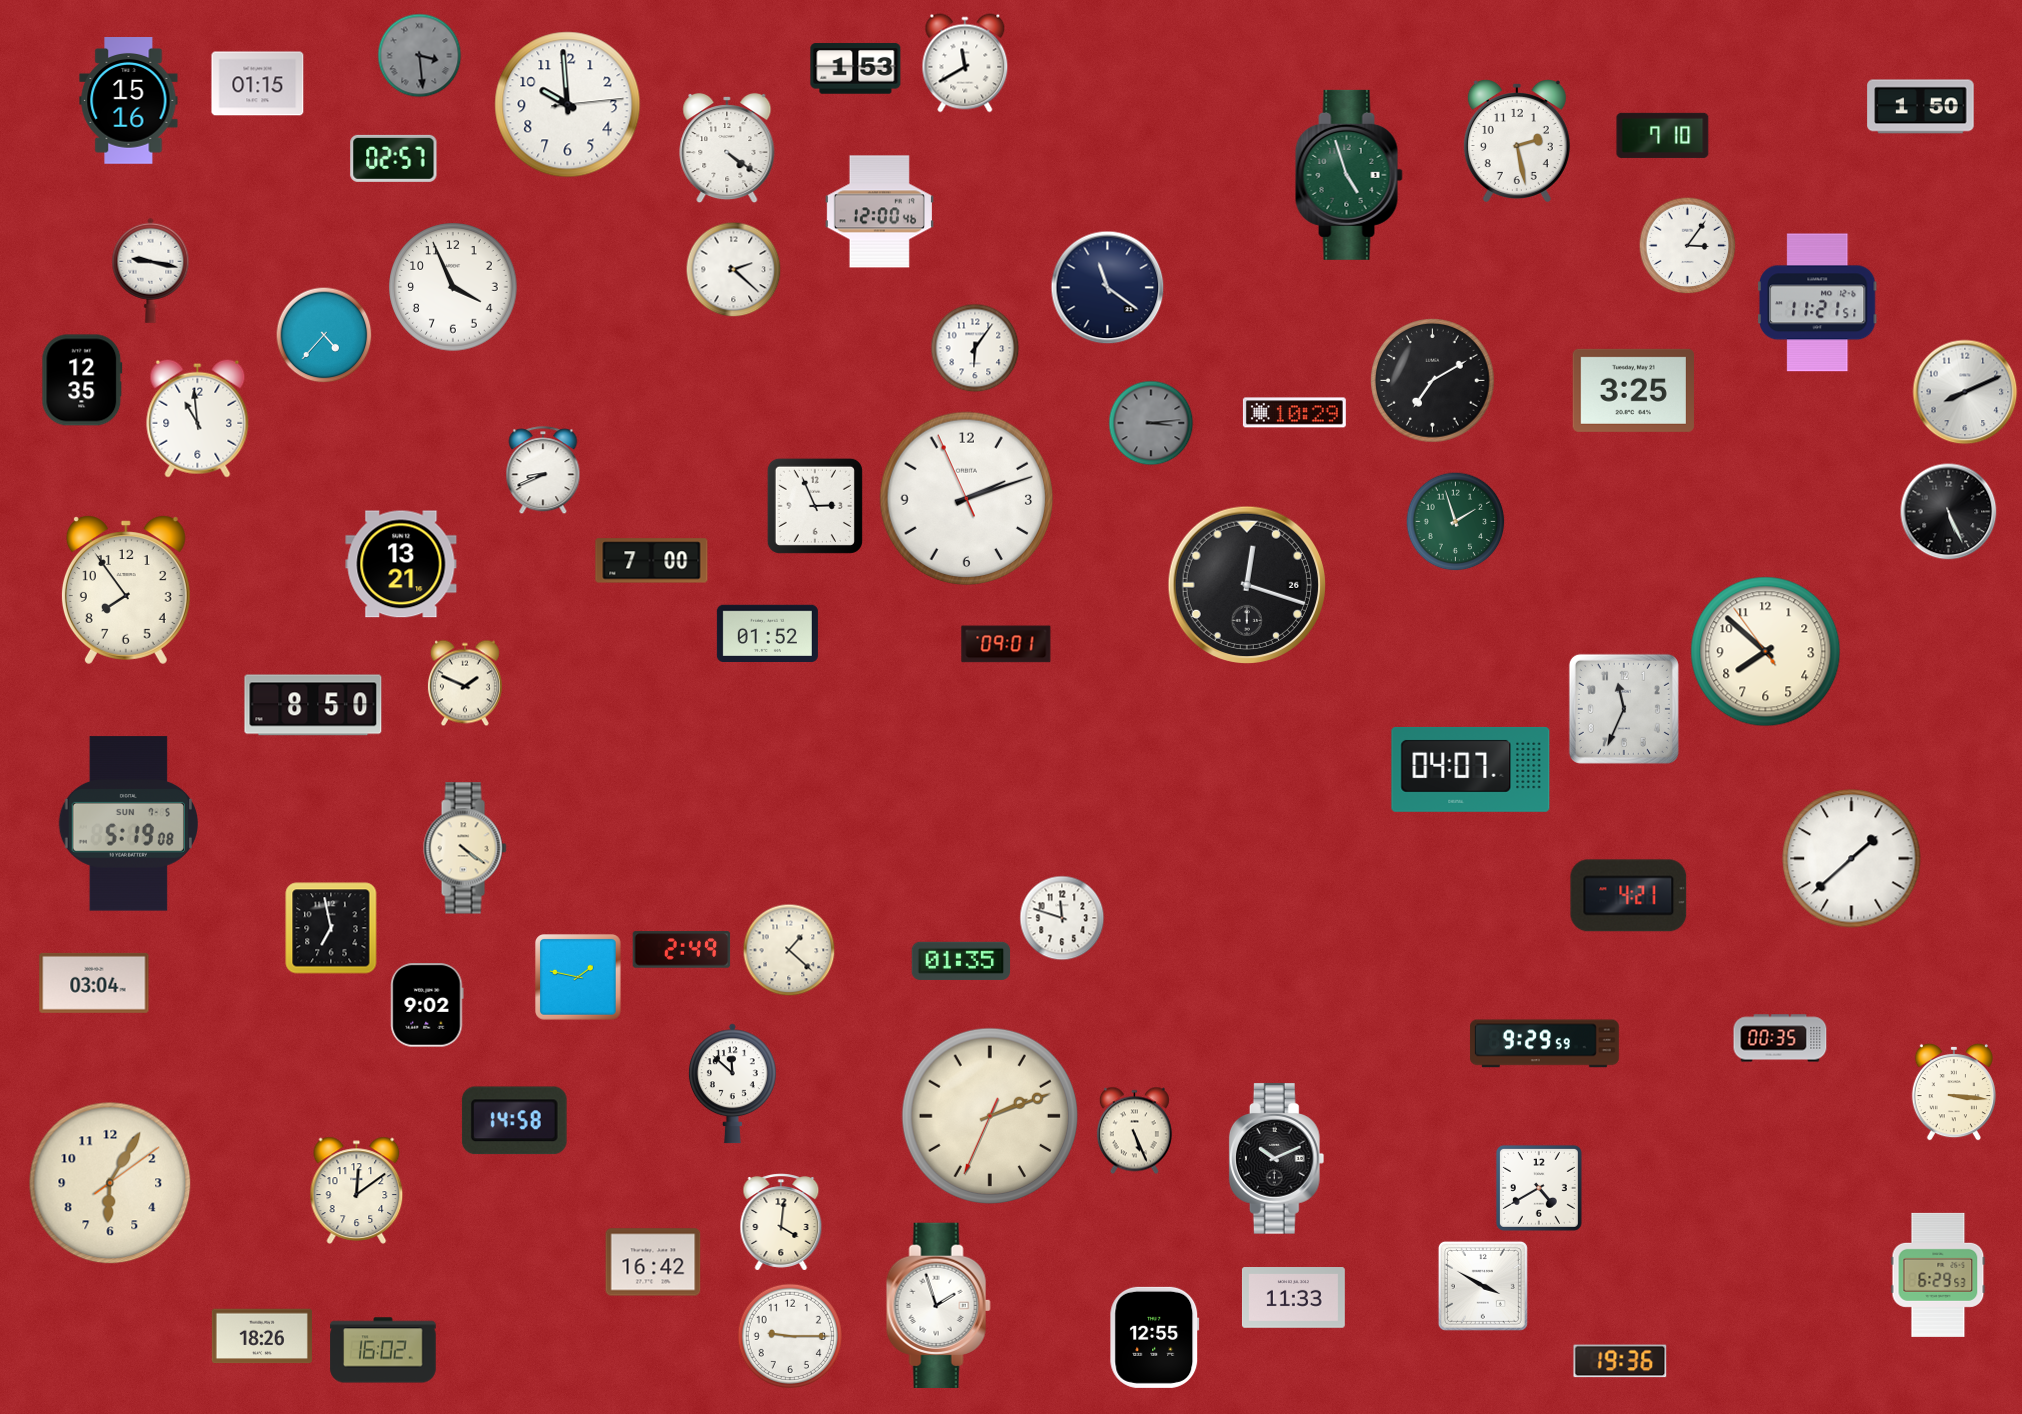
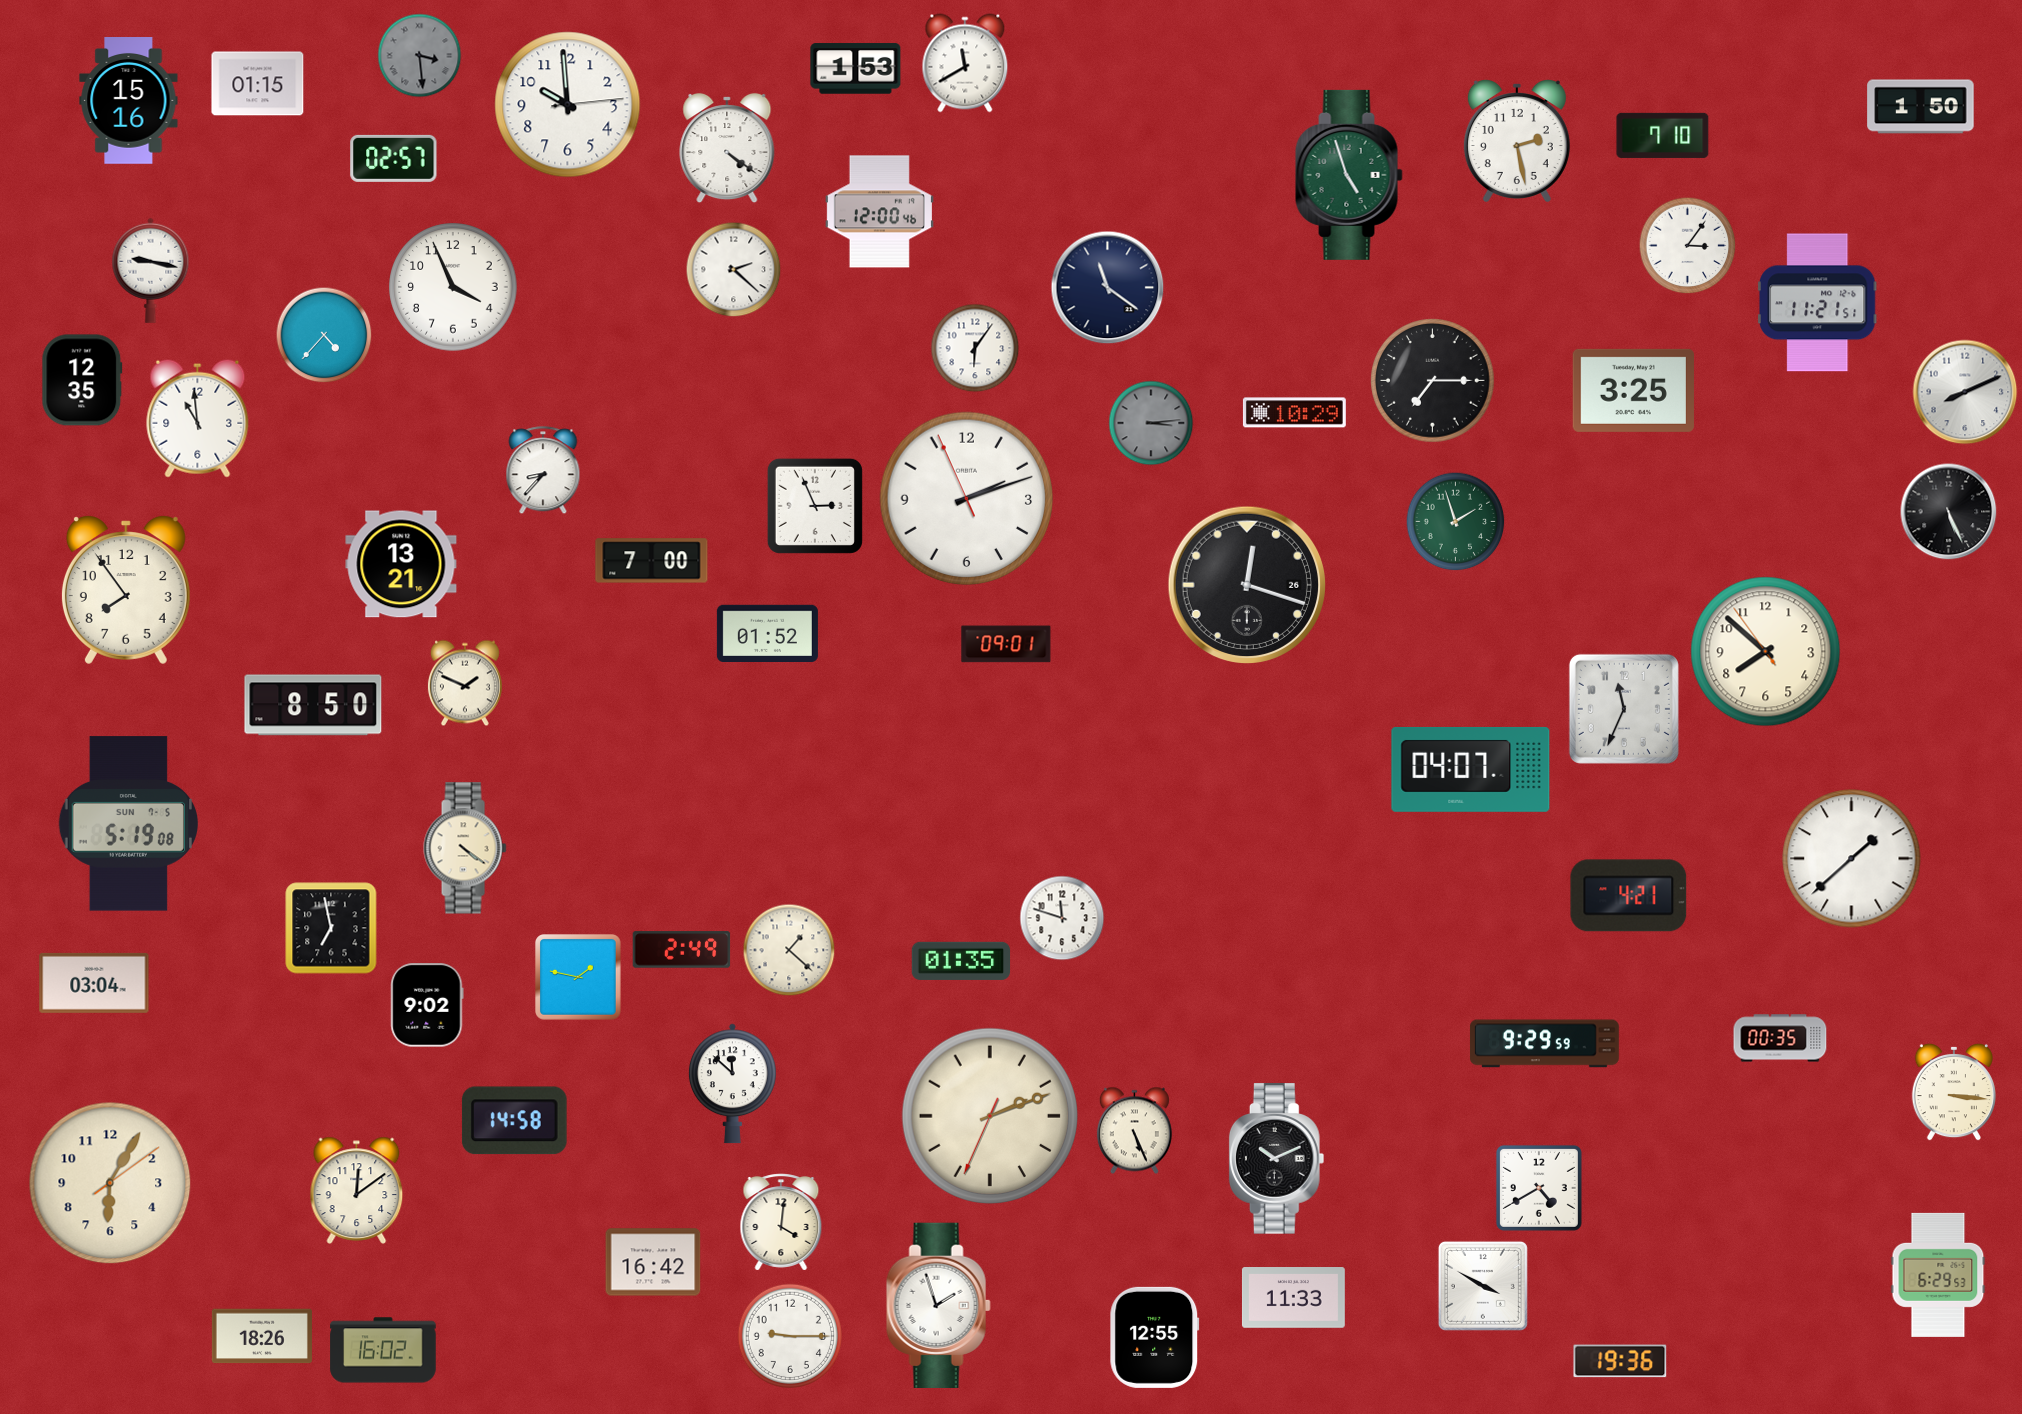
clock at (1433, 381): 7:10 -> 7:15
clock at (543, 471): 8:41 -> 8:37
